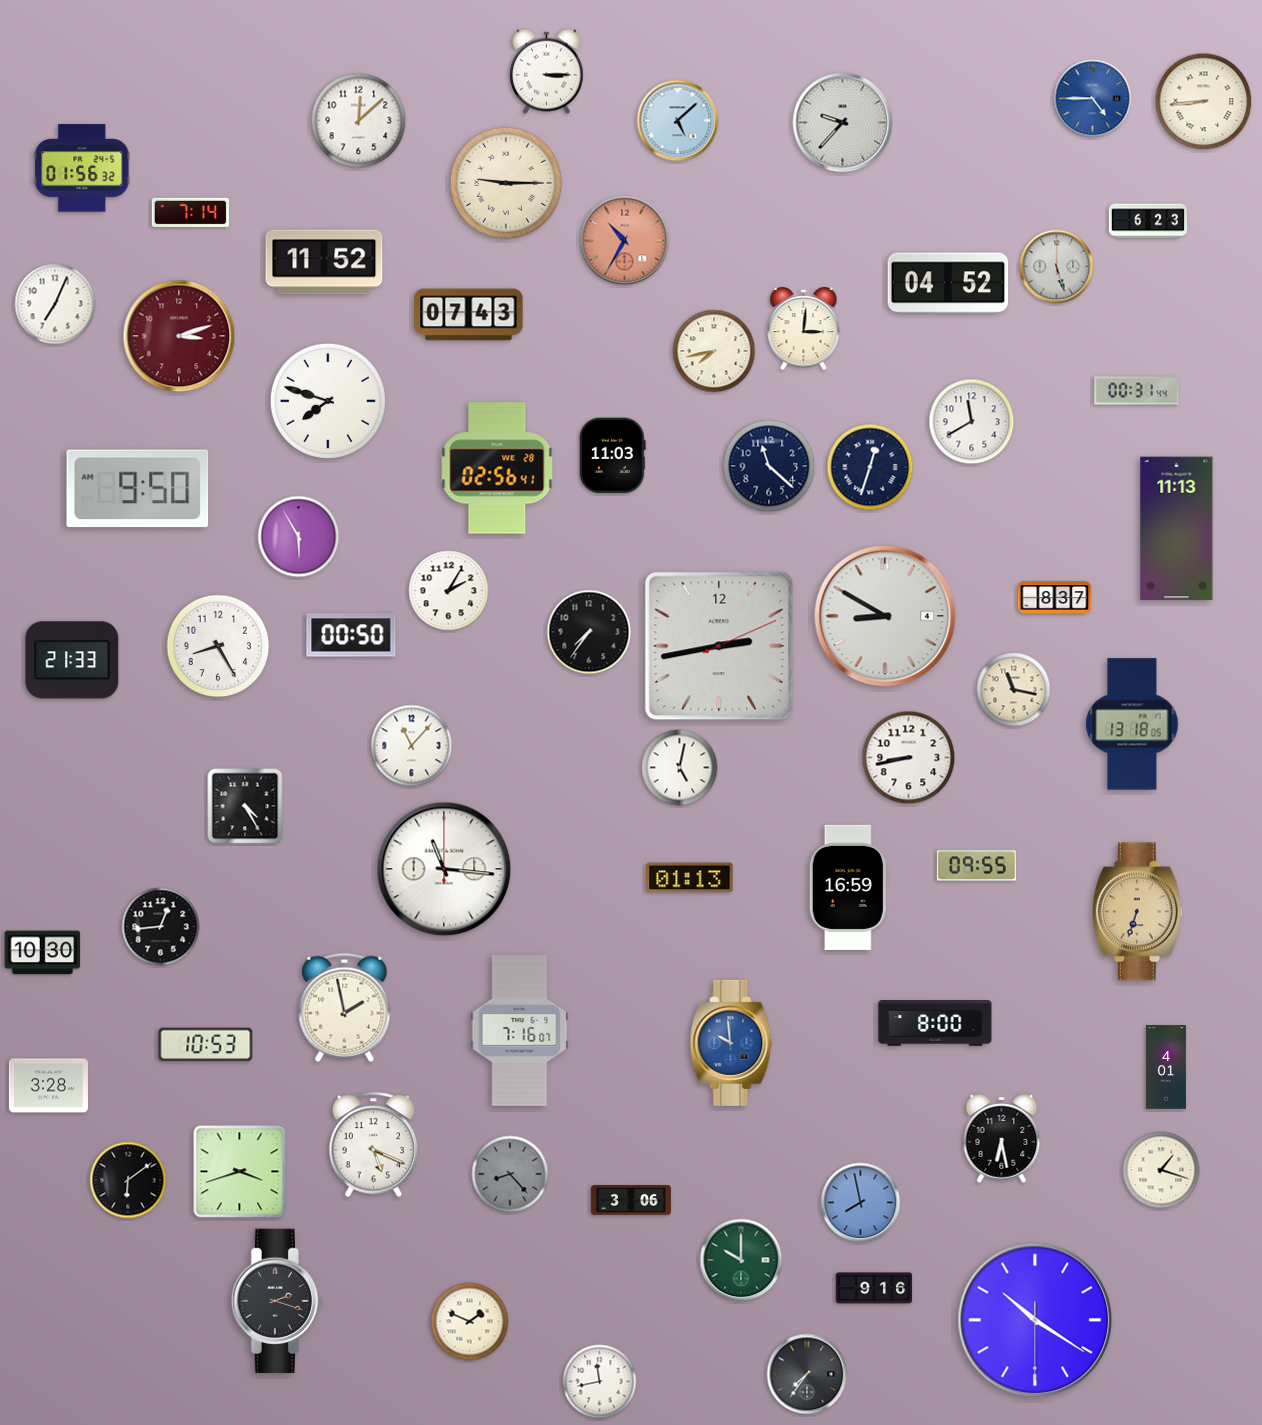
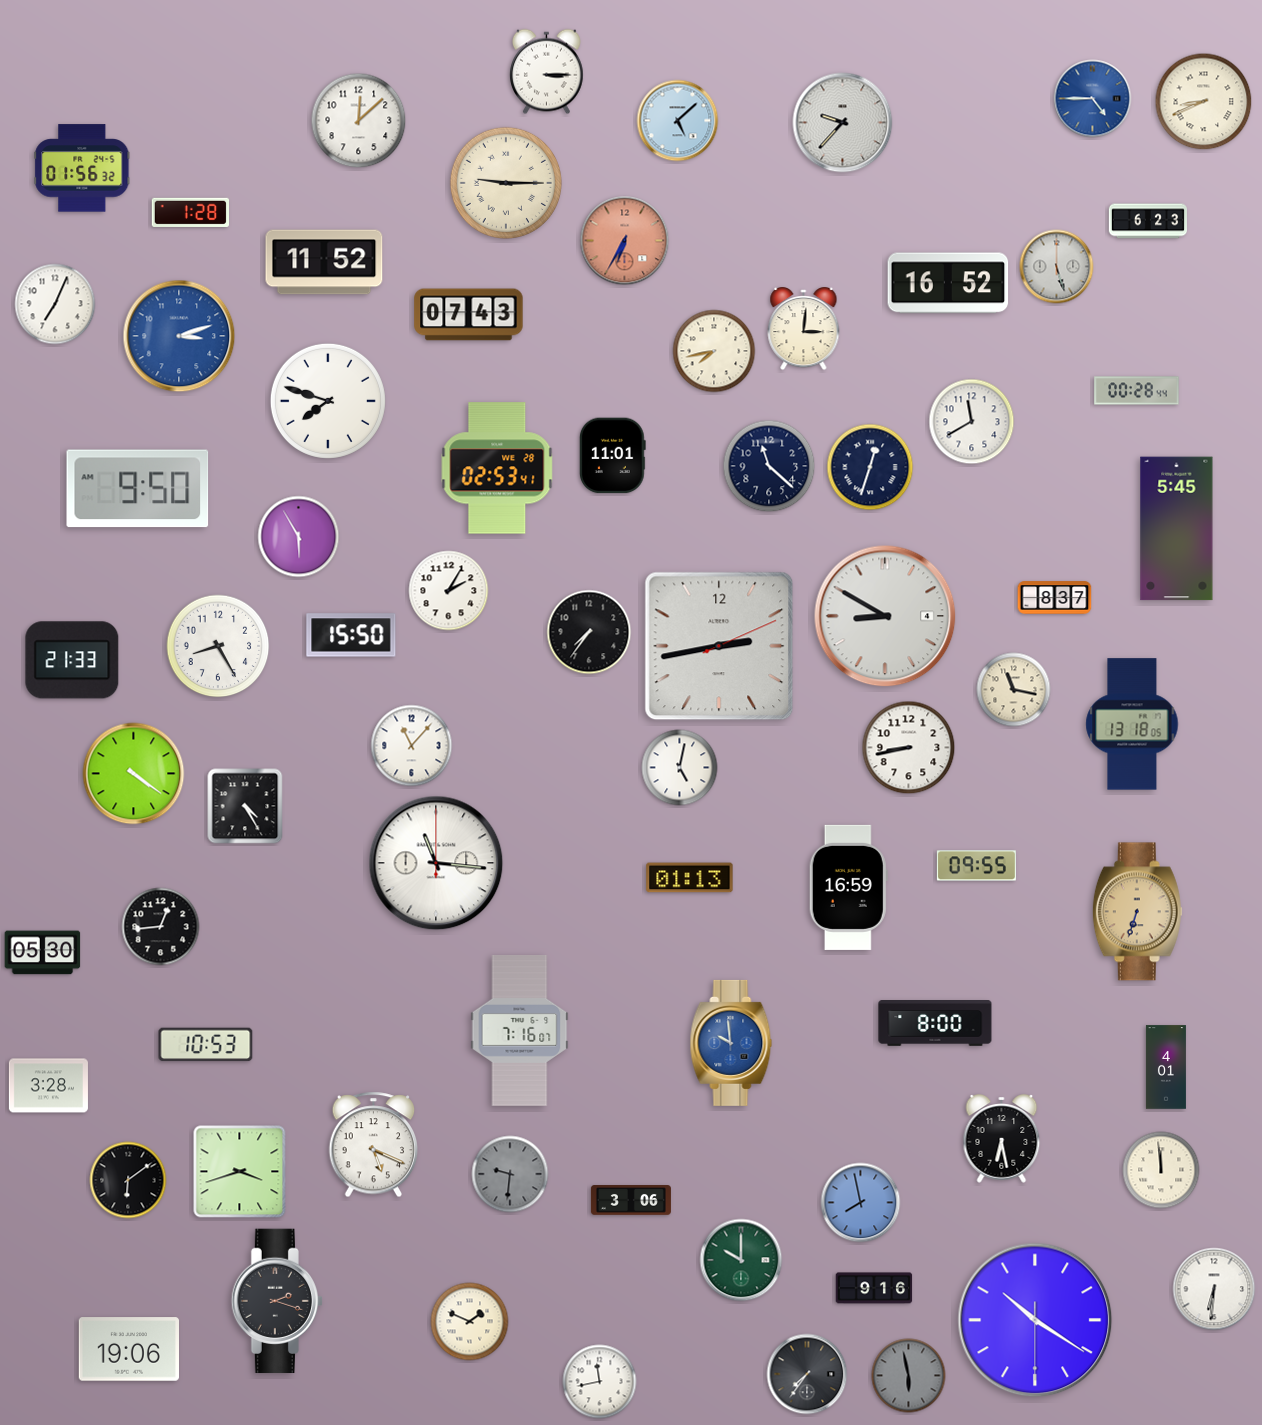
clock at (1204, 102): 8:44 -> 8:41
clock at (190, 212): 7:14 -> 1:28
clock at (625, 241): 10:35 -> 6:35
clock at (948, 283): 04:52 -> 16:52
clock at (179, 336) dial: burgundy -> blue
clock at (1137, 391): 00:31 -> 00:28
clock at (612, 456): 11:03 -> 11:01
clock at (497, 468): 02:56 -> 02:53
clock at (1177, 529): 11:13 -> 5:45
clock at (351, 635): 00:50 -> 15:50
clock at (909, 758) position: (909, 758) -> (909, 748)
clock at (134, 774): none -> 4:21
clock at (444, 869) position: (444, 869) -> (436, 863)
clock at (43, 953): 10:30 -> 05:30
clock at (345, 1007): 1:58 -> none
clock at (1161, 1170): 1:18 -> 11:59
clock at (510, 1174): 8:23 -> 9:31
clock at (1214, 1289): none -> 6:31
clock at (128, 1349): none -> 19:06
clock at (909, 1376): none -> 5:58
